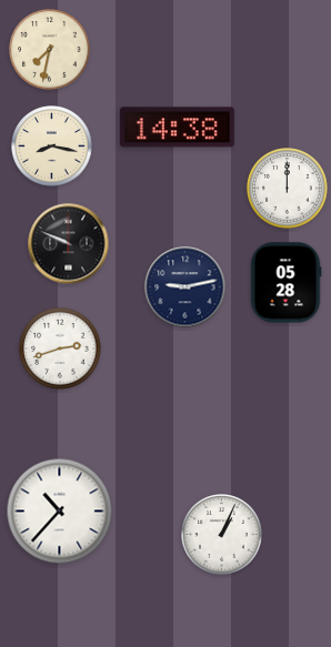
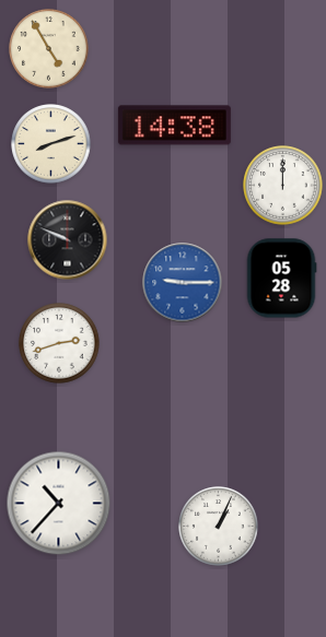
clock at (50, 50): 7:32 -> 4:55
clock at (52, 146): 8:17 -> 8:12
clock at (185, 287): 9:13 -> 9:15
clock at (185, 287) dial: navy -> blue
